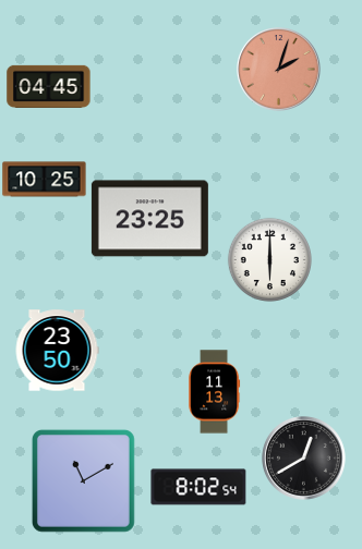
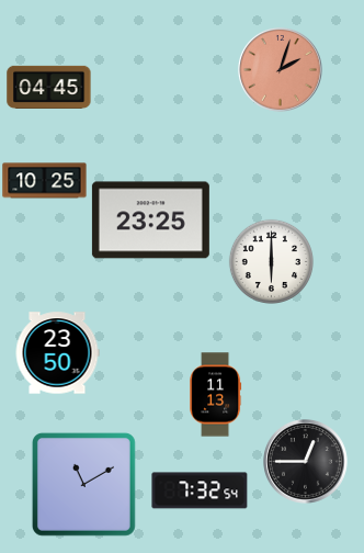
clock at (304, 459): 12:40 -> 12:45
clock at (198, 487): 8:02 -> 7:32
